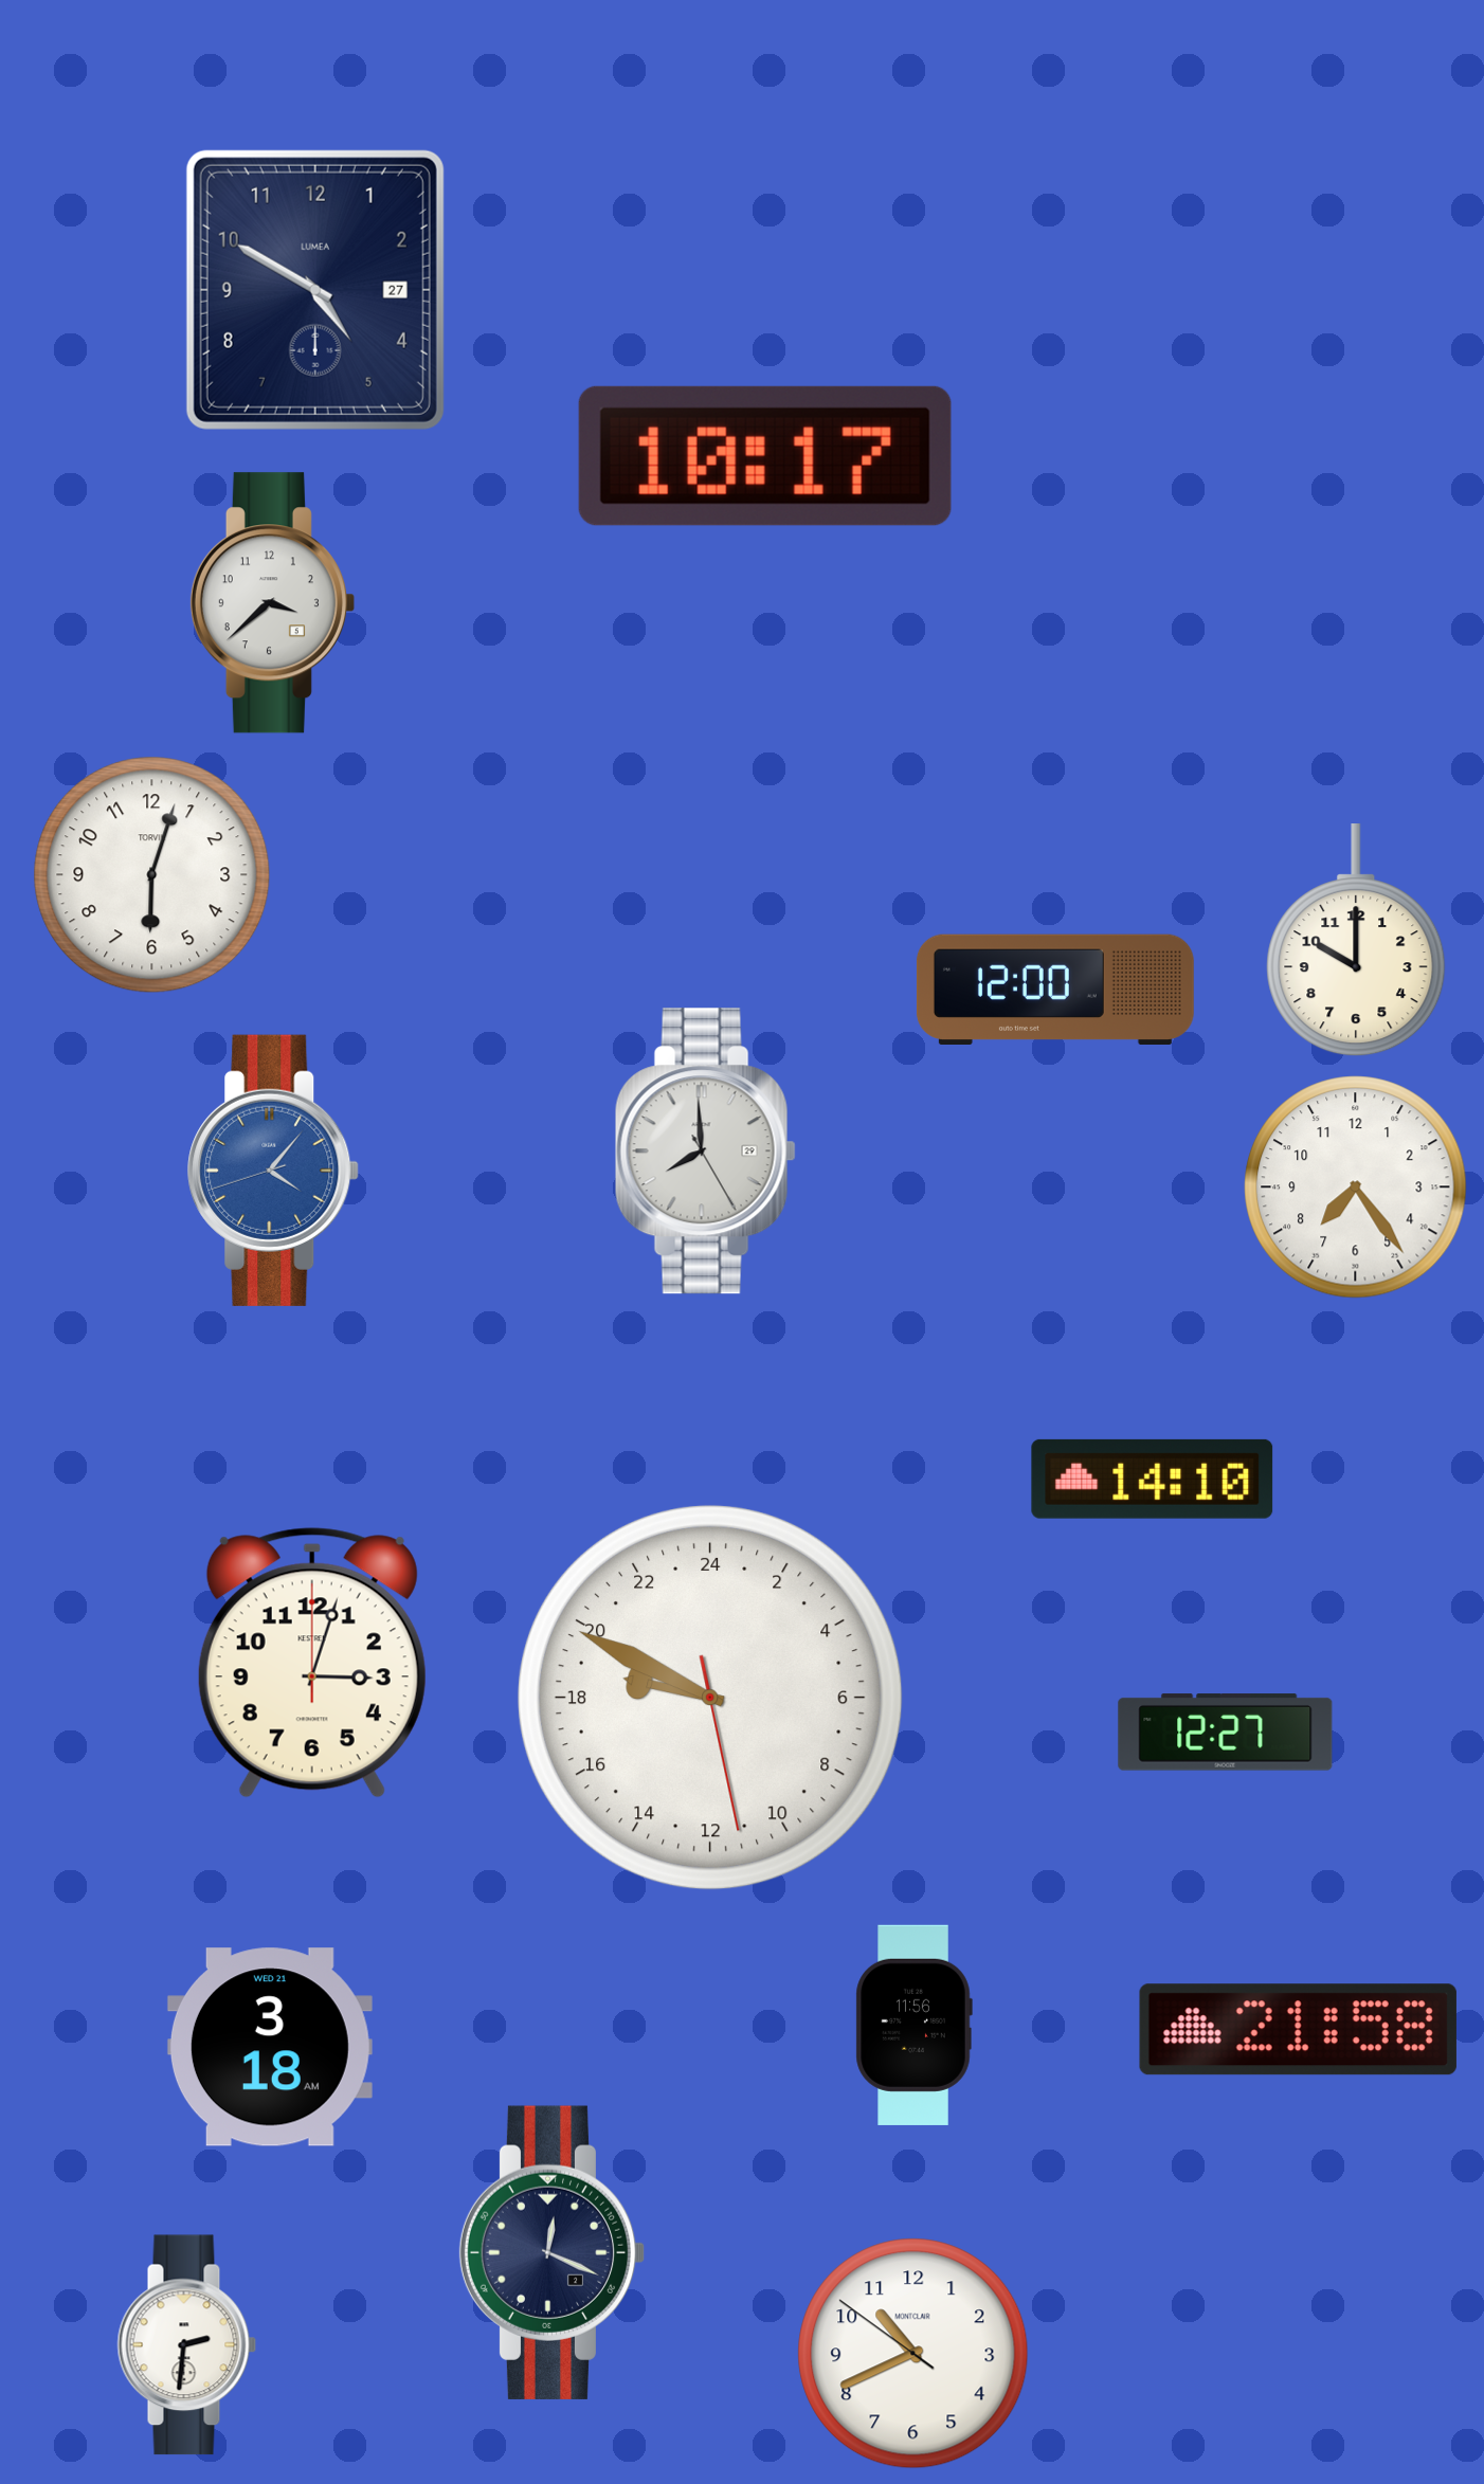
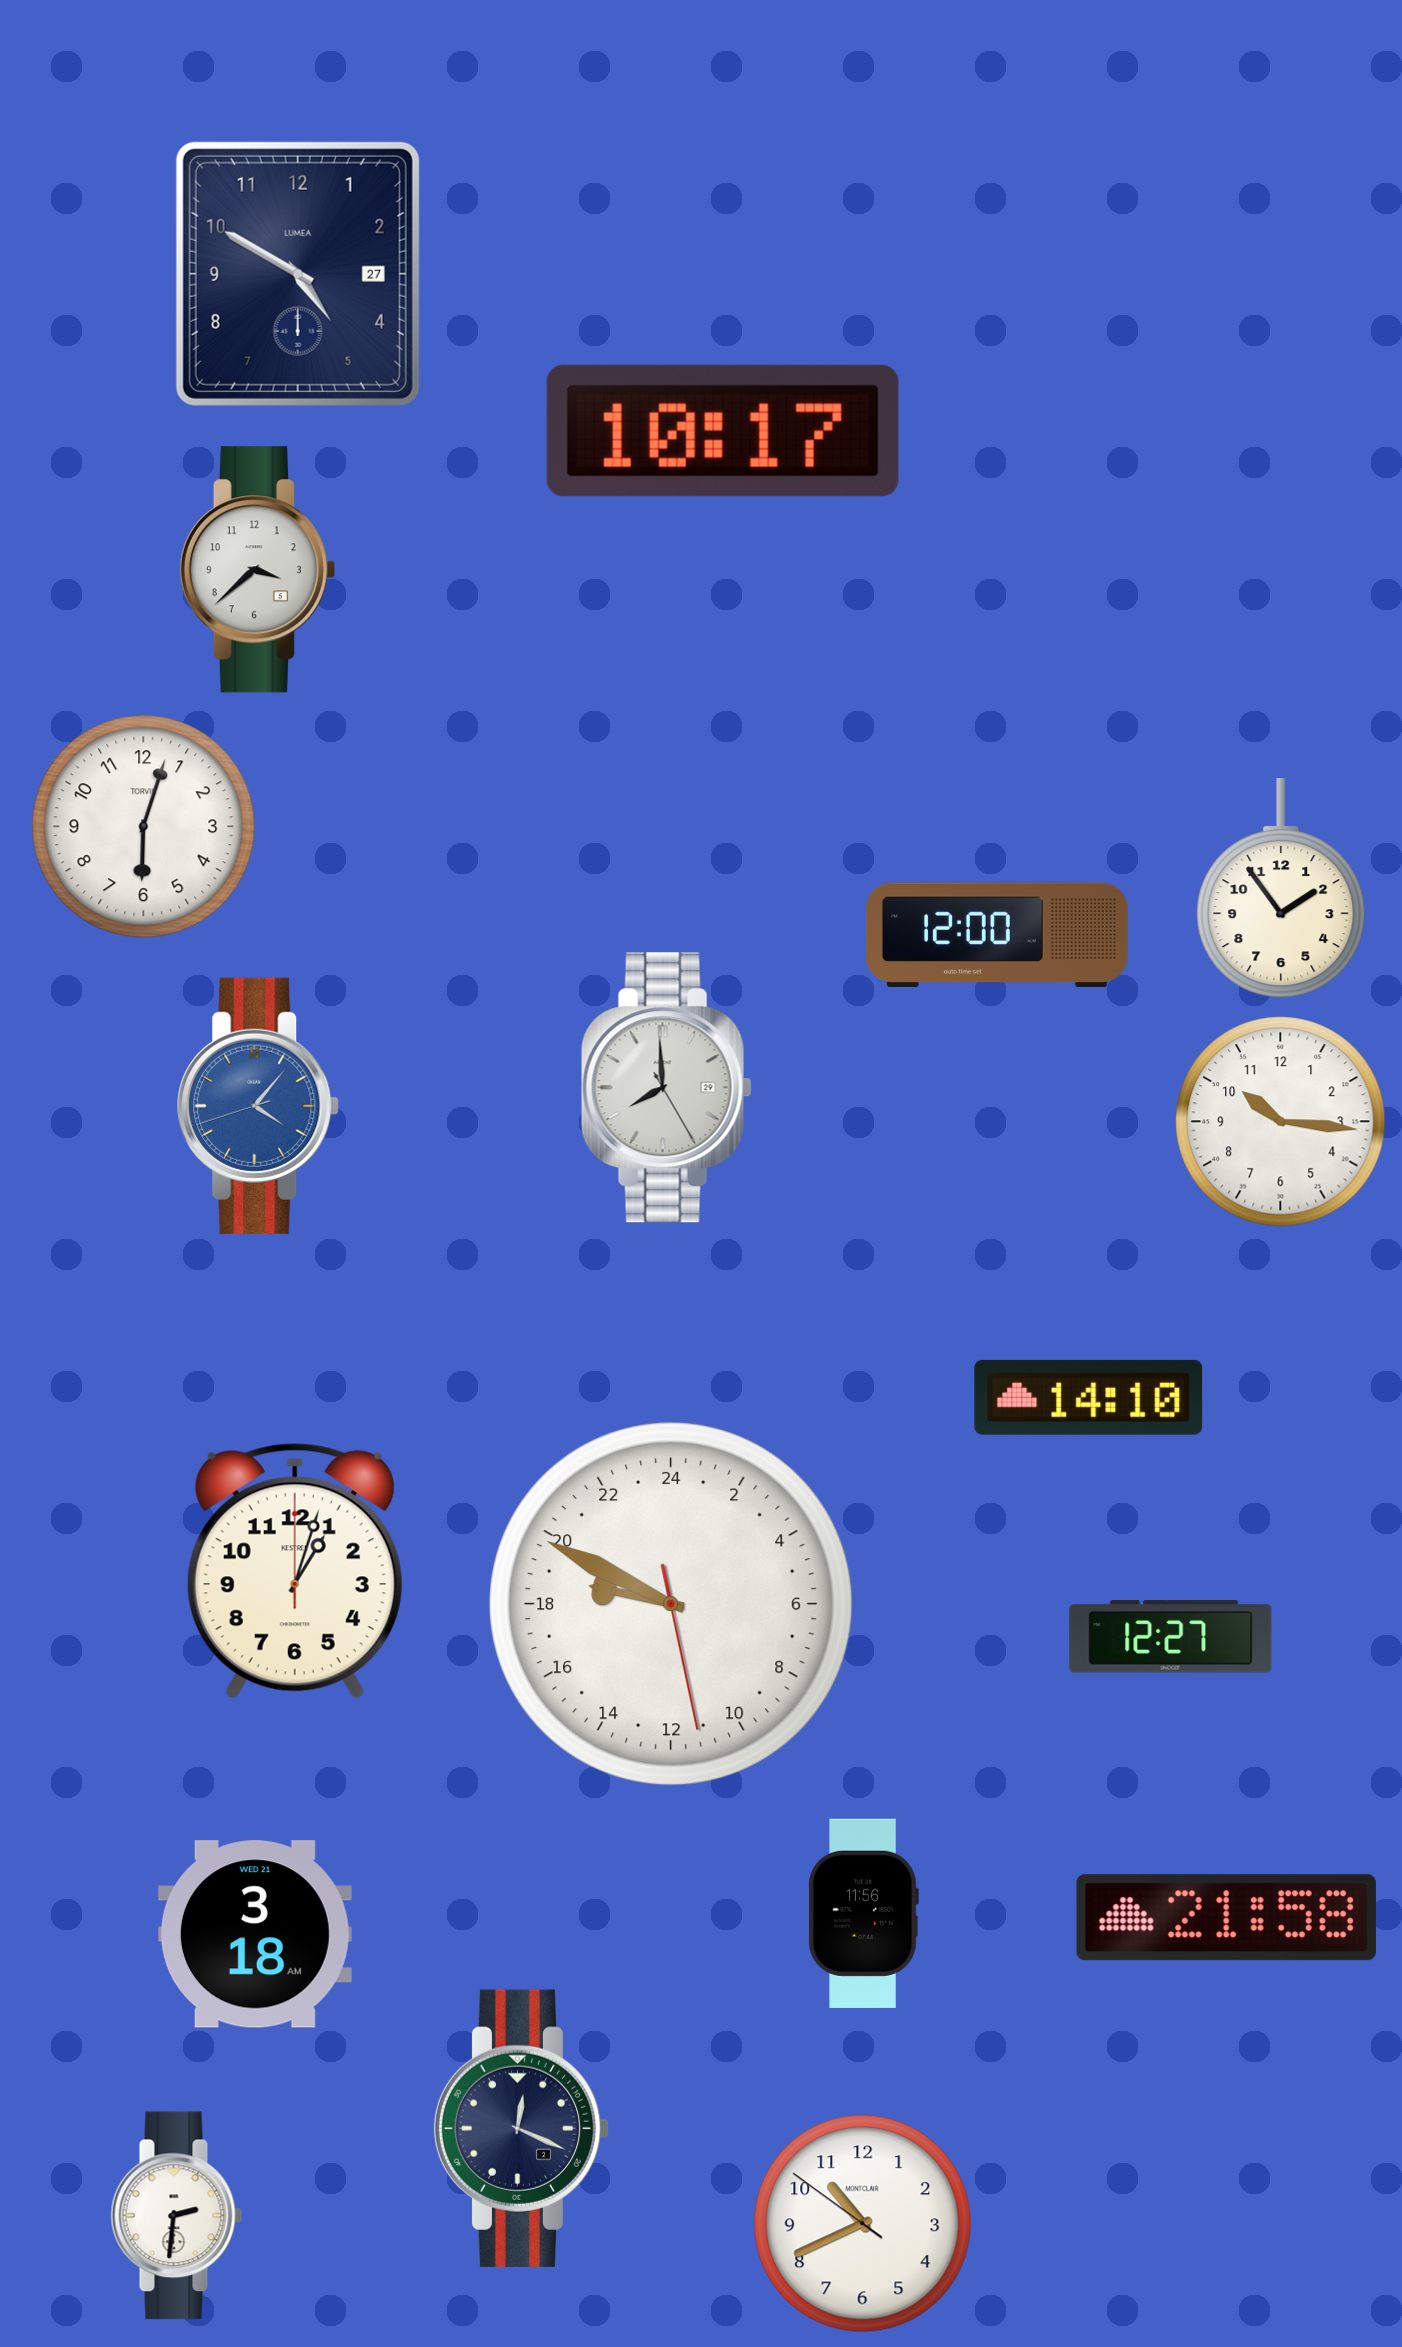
clock at (1356, 941): 10:00 -> 1:54
clock at (1356, 1187): 7:24 -> 10:16
clock at (312, 1663): 3:03 -> 1:03
clock at (1226, 1733) position: (1226, 1733) -> (1171, 1637)
